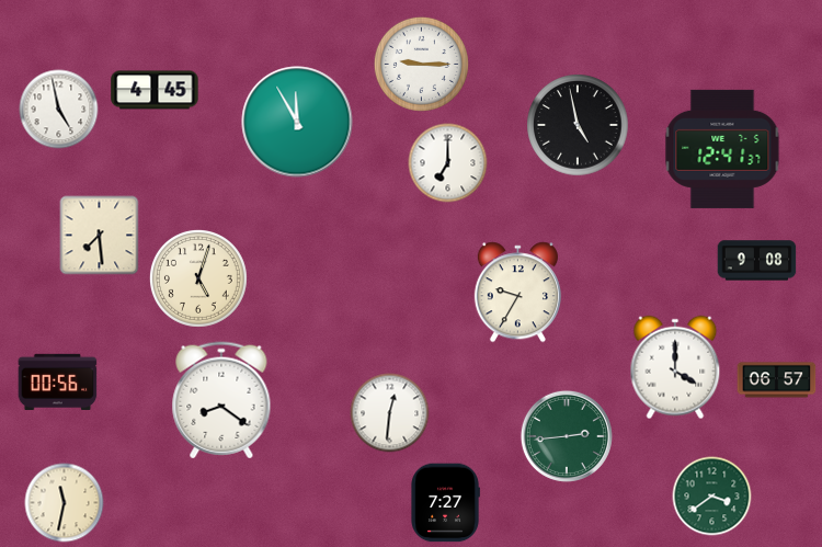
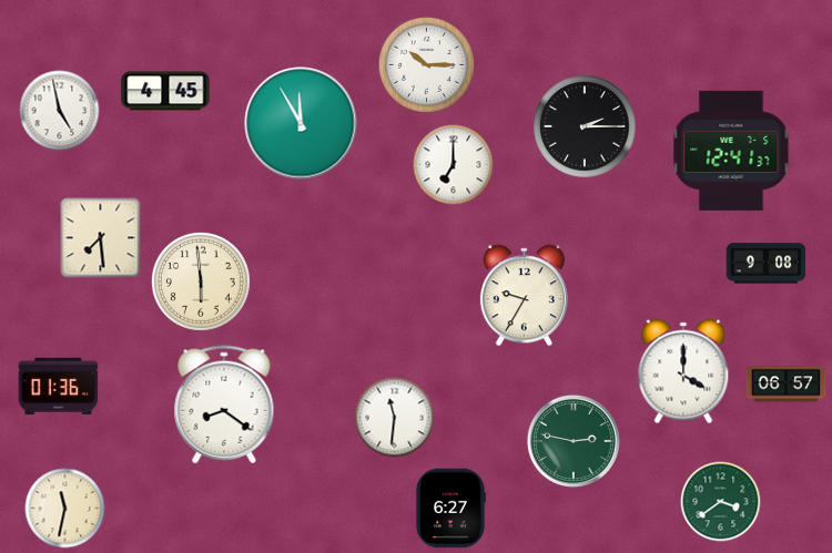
clock at (421, 64): 9:15 -> 10:15
clock at (155, 90) position: (155, 90) -> (165, 91)
clock at (578, 125): 4:58 -> 2:15
clock at (198, 278): 5:03 -> 5:59
clock at (58, 381): 00:56 -> 01:36
clock at (390, 413): 12:31 -> 11:31
clock at (567, 436): 2:44 -> 2:47
clock at (445, 503): 7:27 -> 6:27
